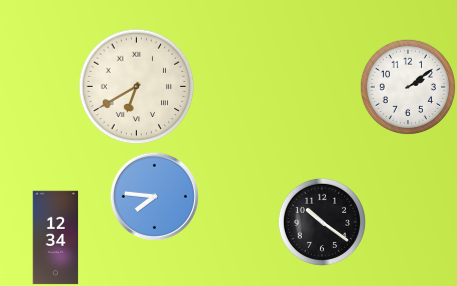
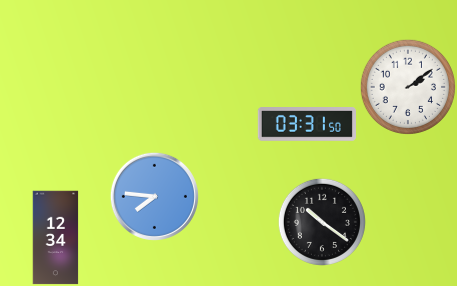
clock at (137, 87): 6:40 -> none
clock at (307, 125): none -> 03:31
